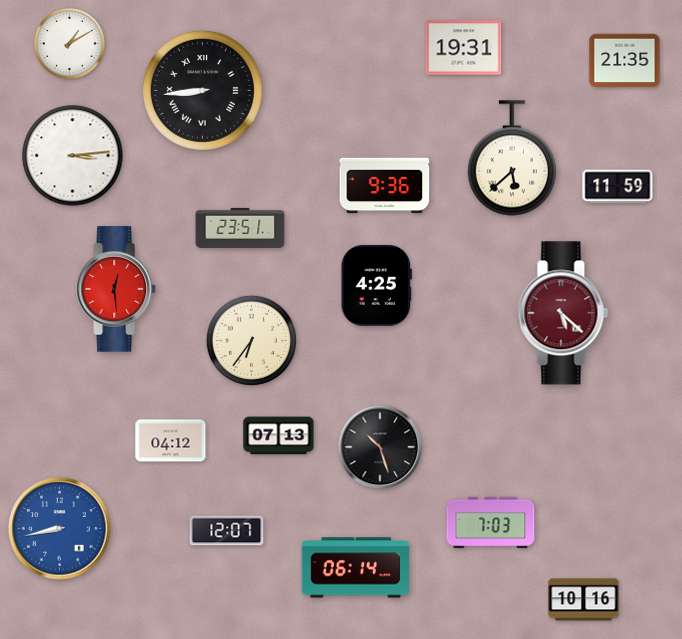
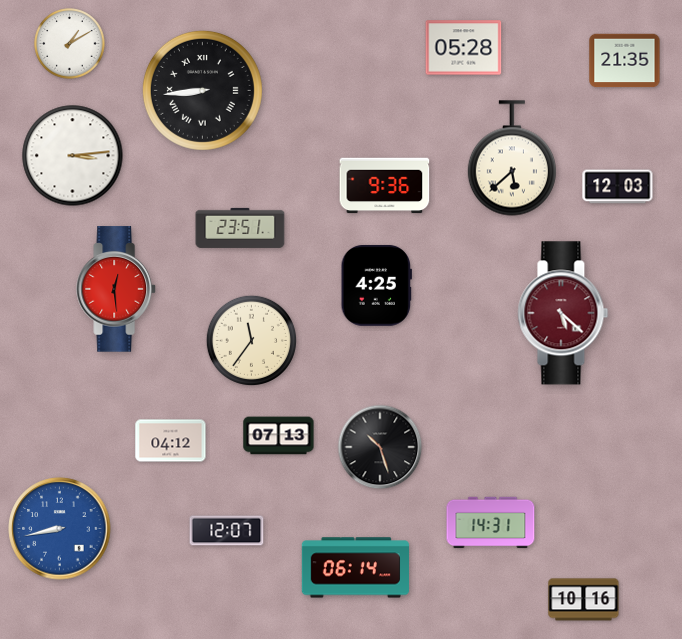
clock at (464, 48): 19:31 -> 05:28
clock at (618, 187): 11:59 -> 12:03
clock at (251, 340): 6:36 -> 11:36
clock at (491, 523): 7:03 -> 14:31
